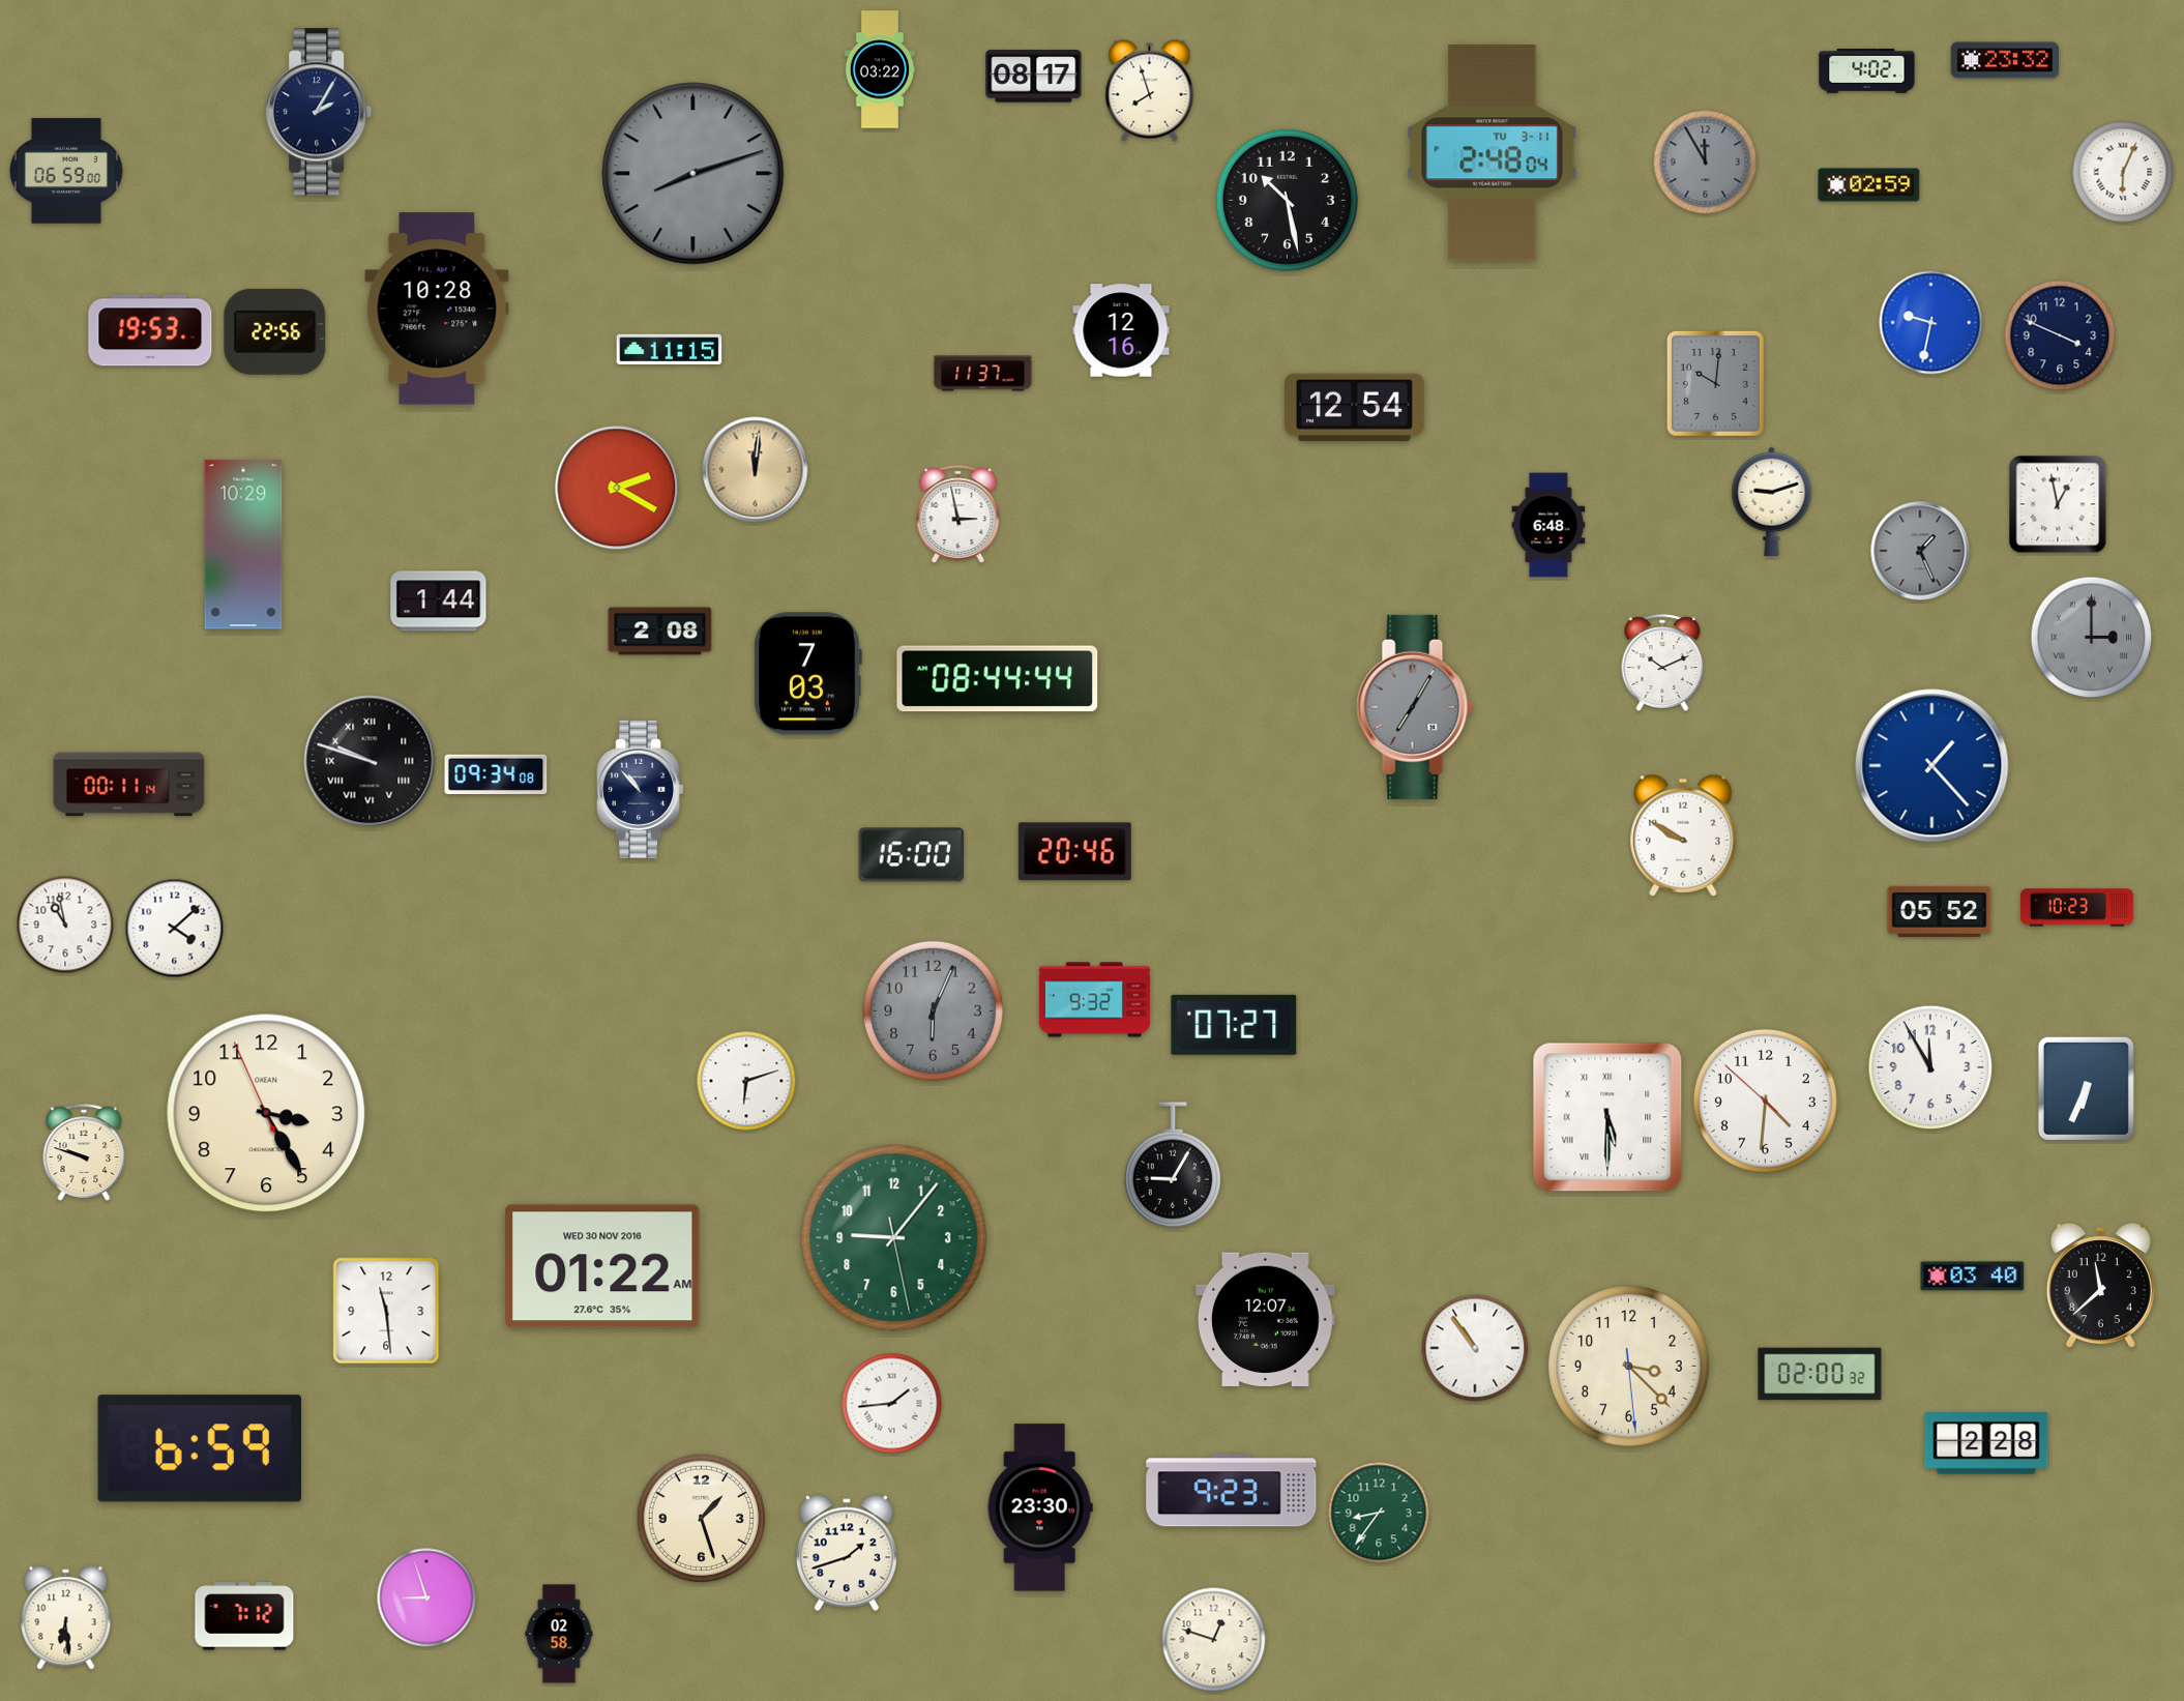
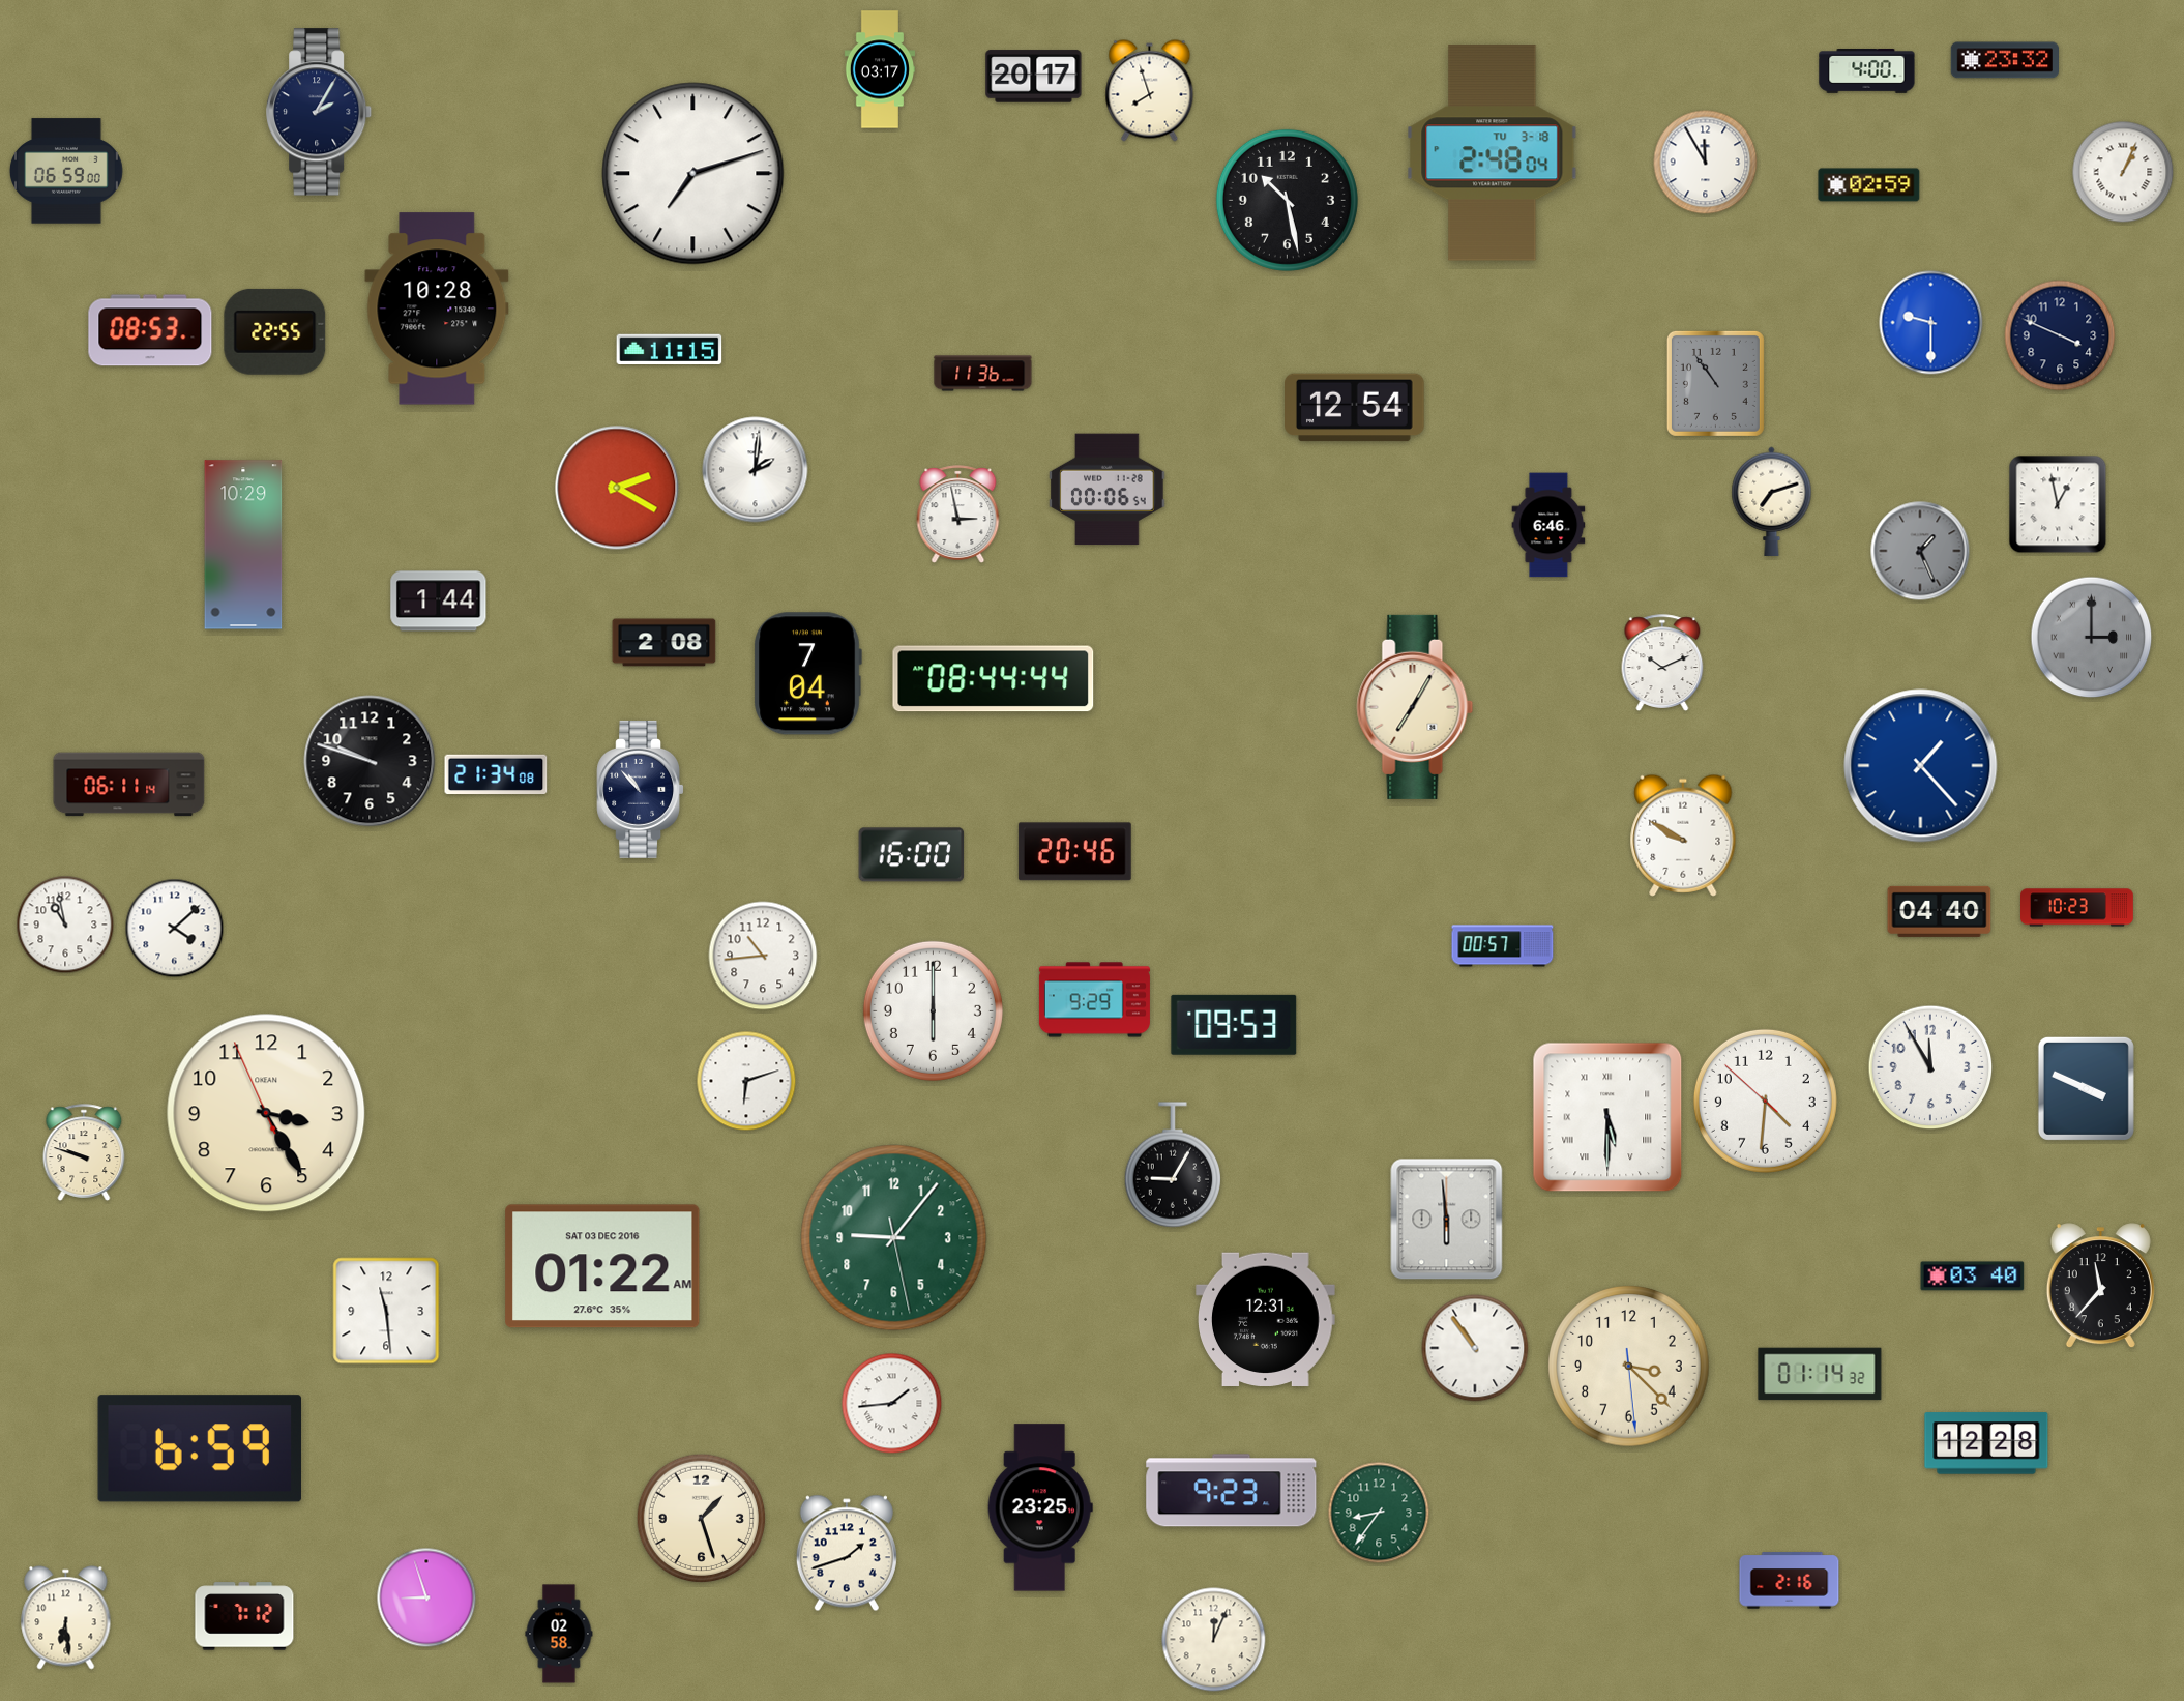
clock at (879, 69): 03:22 -> 03:17
clock at (1867, 71): 4:02 -> 4:00
clock at (1034, 77): 08:17 -> 20:17
clock at (1493, 153) date: TU 3-11 -> TU 3-18
clock at (1706, 163) dial: grey -> white
clock at (2123, 172): 6:04 -> 1:04
clock at (693, 174): 8:12 -> 7:12
clock at (693, 174) dial: grey -> white
clock at (1931, 323): 9:32 -> 9:30
clock at (150, 330): 19:53 -> 08:53
clock at (1121, 330): 12:16 -> none
clock at (275, 331): 22:56 -> 22:55
clock at (983, 374): 11:37 -> 11:36
clock at (1715, 383): 10:01 -> 10:54
clock at (756, 470): 12:01 -> 2:01
clock at (756, 470) dial: champagne -> white
clock at (1108, 490): none -> 00:06
clock at (1772, 501): 9:12 -> 7:12
clock at (1548, 525): 6:48 -> 6:46
clock at (660, 632) position: (660, 632) -> (665, 643)
clock at (807, 674): 7:03 -> 7:04
clock at (998, 679) position: (998, 679) -> (994, 679)
clock at (1415, 707) dial: grey -> cream
clock at (370, 761) numerals: Roman -> Arabic
clock at (1932, 766) position: (1932, 766) -> (1921, 766)
clock at (496, 774): 09:34 -> 21:34
clock at (129, 785): 00:11 -> 06:11
clock at (1940, 911): 05:52 -> 04:40
clock at (1503, 946): none -> 00:57
clock at (763, 956): none -> 10:44
clock at (1094, 1000): 9:32 -> 9:29
clock at (933, 1010): 6:04 -> 6:00
clock at (933, 1010) dial: grey -> white
clock at (1234, 1025): 07:27 -> 09:53
clock at (2086, 1088): 6:34 -> 3:49
clock at (1447, 1220): none -> 5:59
clock at (602, 1266) date: WED 30 NOV 2016 -> SAT 03 DEC 2016
clock at (2100, 1286): 11:38 -> 11:37
clock at (1266, 1320): 12:07 -> 12:31
clock at (1820, 1374): 02:00 -> 01:14
clock at (1986, 1443): 2:28 -> 12:28
clock at (1040, 1507): 23:30 -> 23:25
clock at (1790, 1581): none -> 2:16
clock at (1214, 1640): 12:48 -> 12:04
